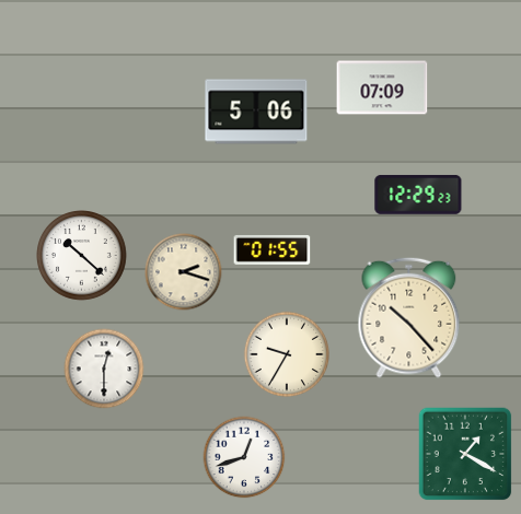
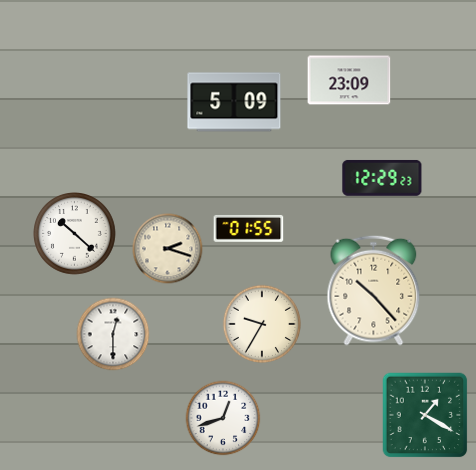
clock at (382, 87): 07:09 -> 23:09
clock at (256, 112): 5:06 -> 5:09
clock at (104, 369) position: (104, 369) -> (113, 334)
